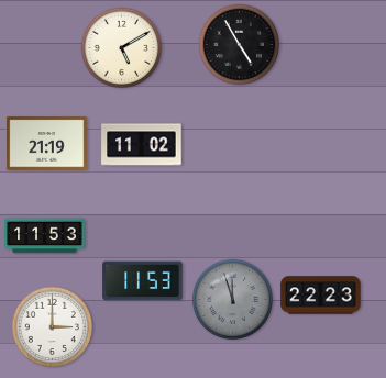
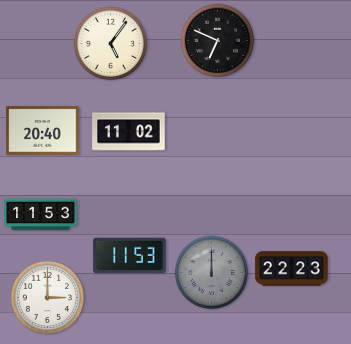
clock at (240, 45): 4:55 -> 6:49
clock at (122, 48): 5:10 -> 5:06
clock at (47, 144): 21:19 -> 20:40
clock at (233, 300): 11:57 -> 12:00
